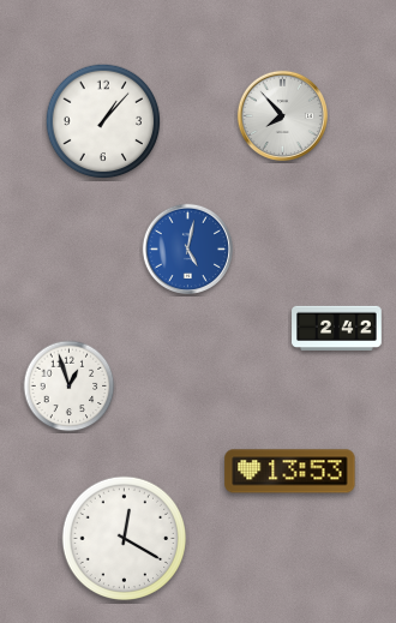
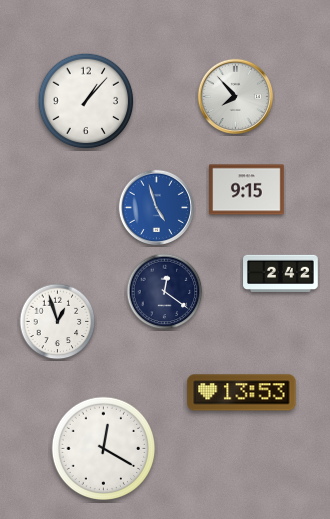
clock at (247, 190): none -> 9:15
clock at (187, 248): 5:02 -> 4:57
clock at (165, 292): none -> 12:21
